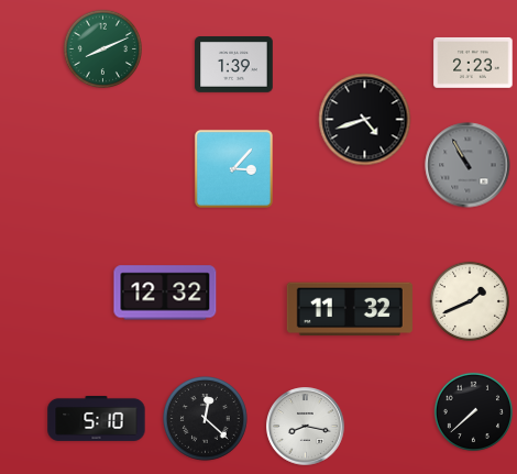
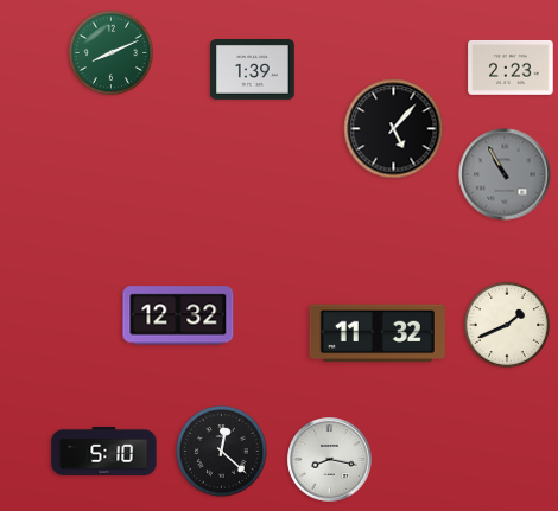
clock at (365, 120): 4:42 -> 5:07
clock at (468, 165) position: (468, 165) -> (505, 174)
clock at (233, 168): 3:07 -> none
clock at (473, 411): 7:38 -> none
